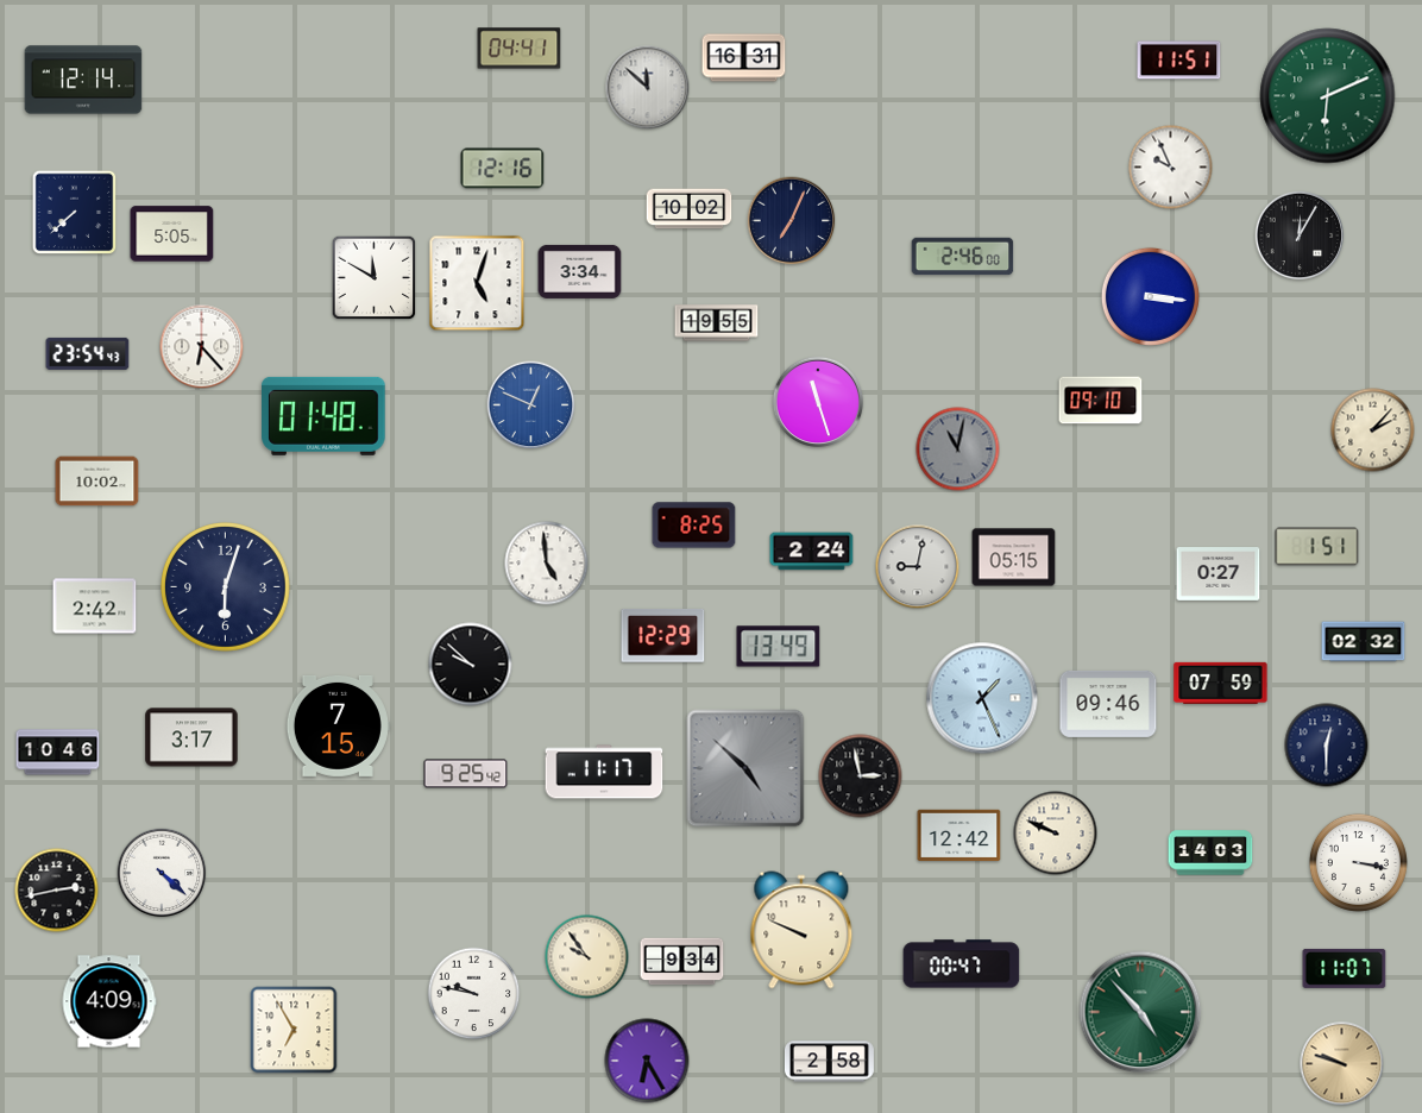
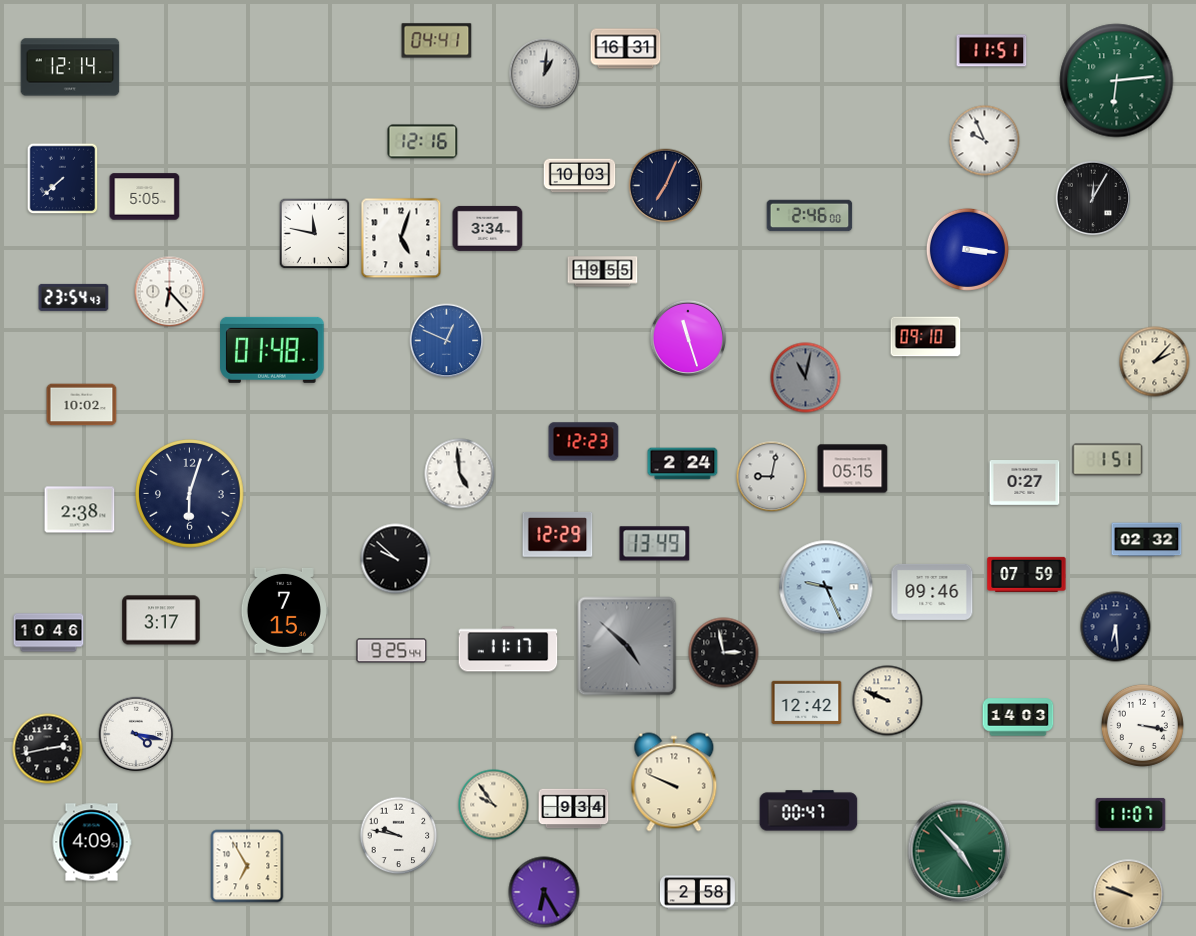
clock at (648, 88): 11:52 -> 1:01
clock at (1328, 96): 6:11 -> 6:14
clock at (690, 209): 10:02 -> 10:03
clock at (375, 278): 11:50 -> 11:47
clock at (694, 526): 8:25 -> 12:23
clock at (95, 606): 2:42 -> 2:38
clock at (982, 698): 1:26 -> 9:26
clock at (1327, 746): 12:30 -> 6:29
clock at (466, 774): 9:25:42 -> 9:25:44
clock at (162, 873): 4:22 -> 4:17
